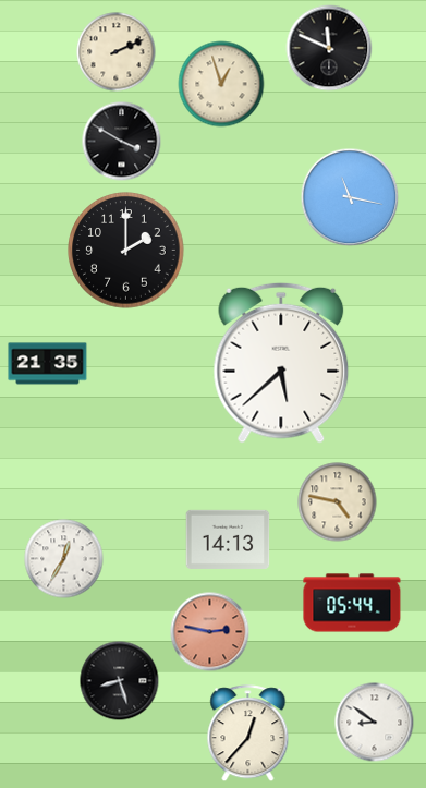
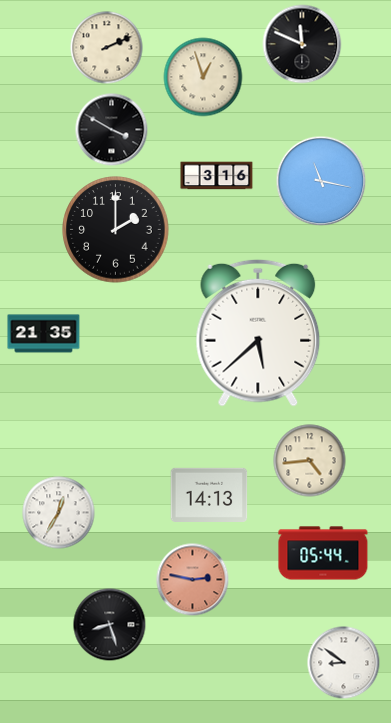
clock at (217, 176): none -> 3:16
clock at (338, 502): 4:47 -> 4:44
clock at (248, 734): 12:37 -> none
